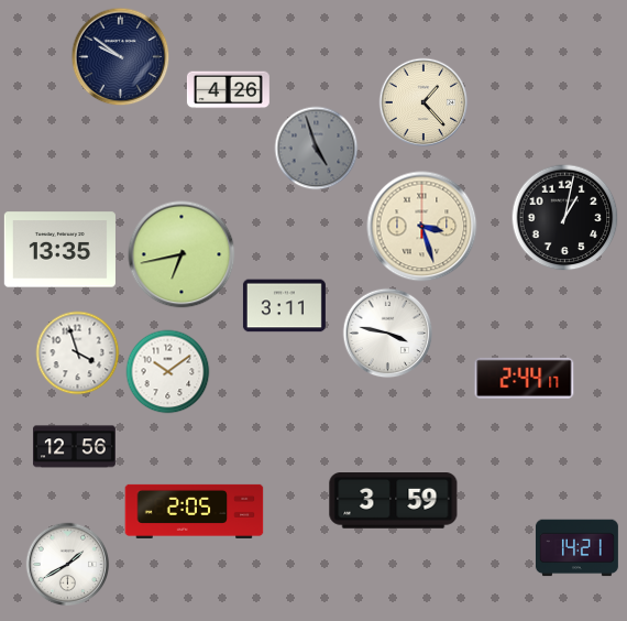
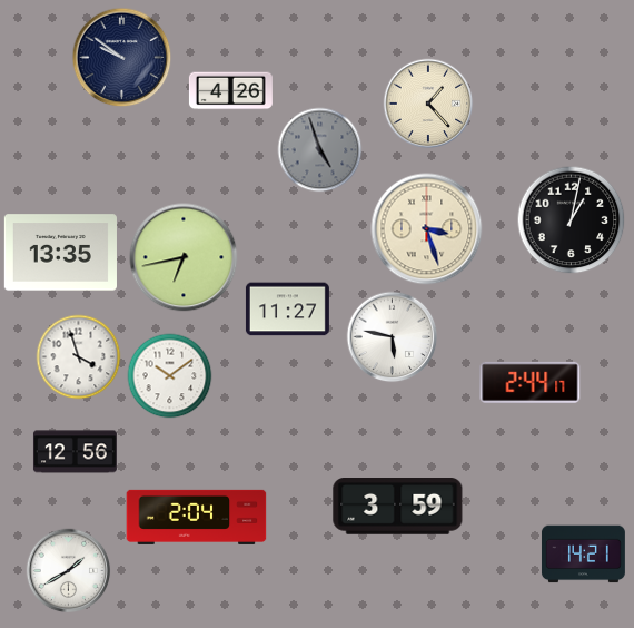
clock at (284, 306): 3:11 -> 11:27
clock at (388, 334): 3:47 -> 5:47
clock at (195, 511): 2:05 -> 2:04
